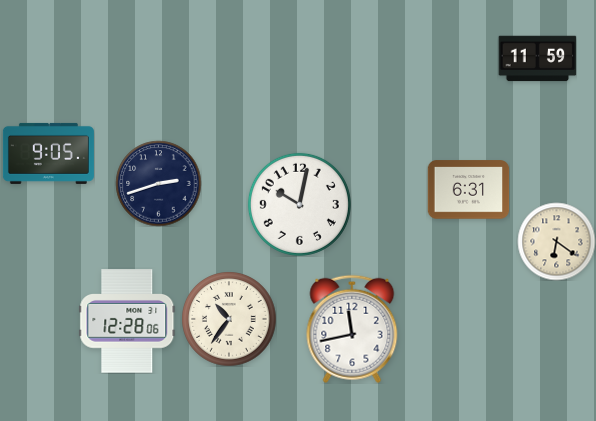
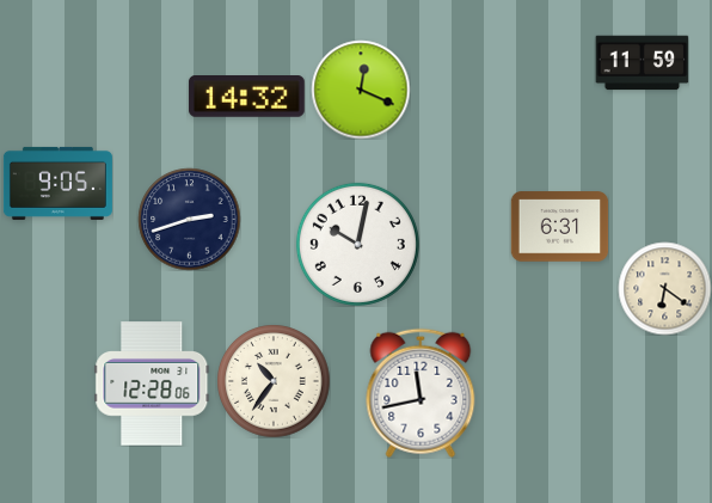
clock at (537, 59) position: (537, 59) -> (642, 63)
clock at (361, 90): none -> 12:19
clock at (246, 97): none -> 14:32
